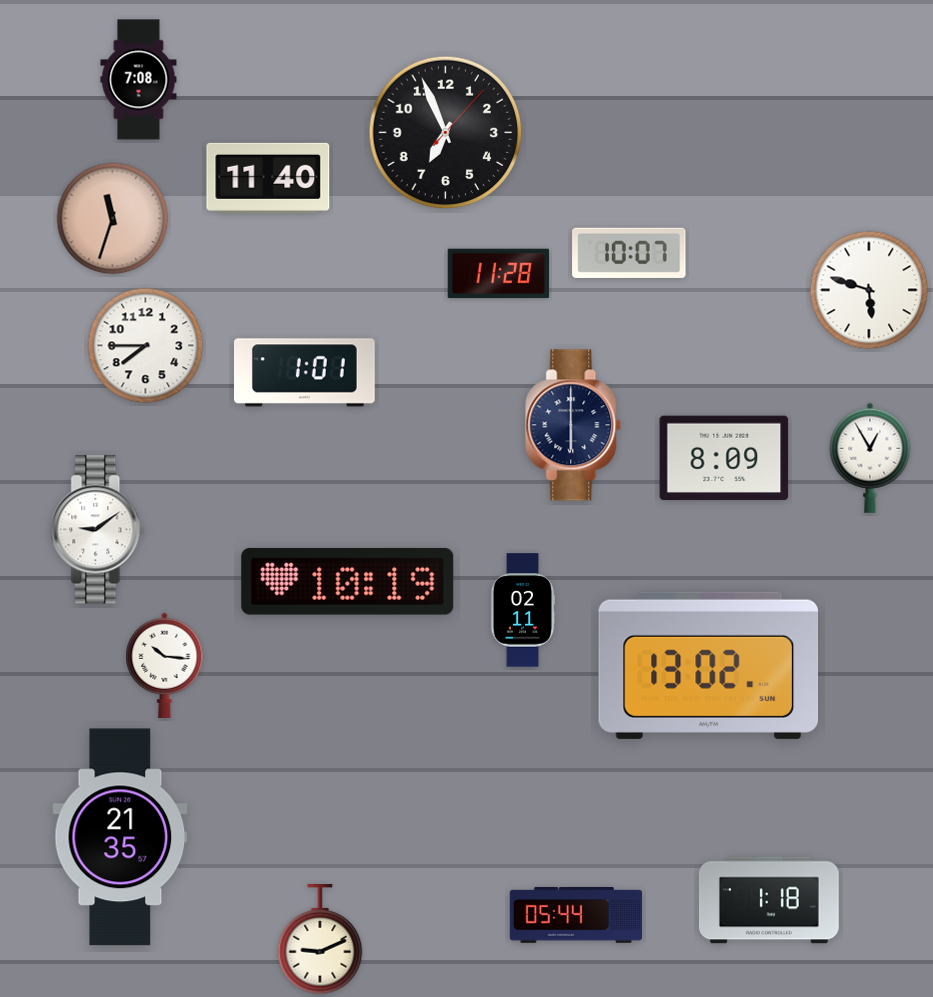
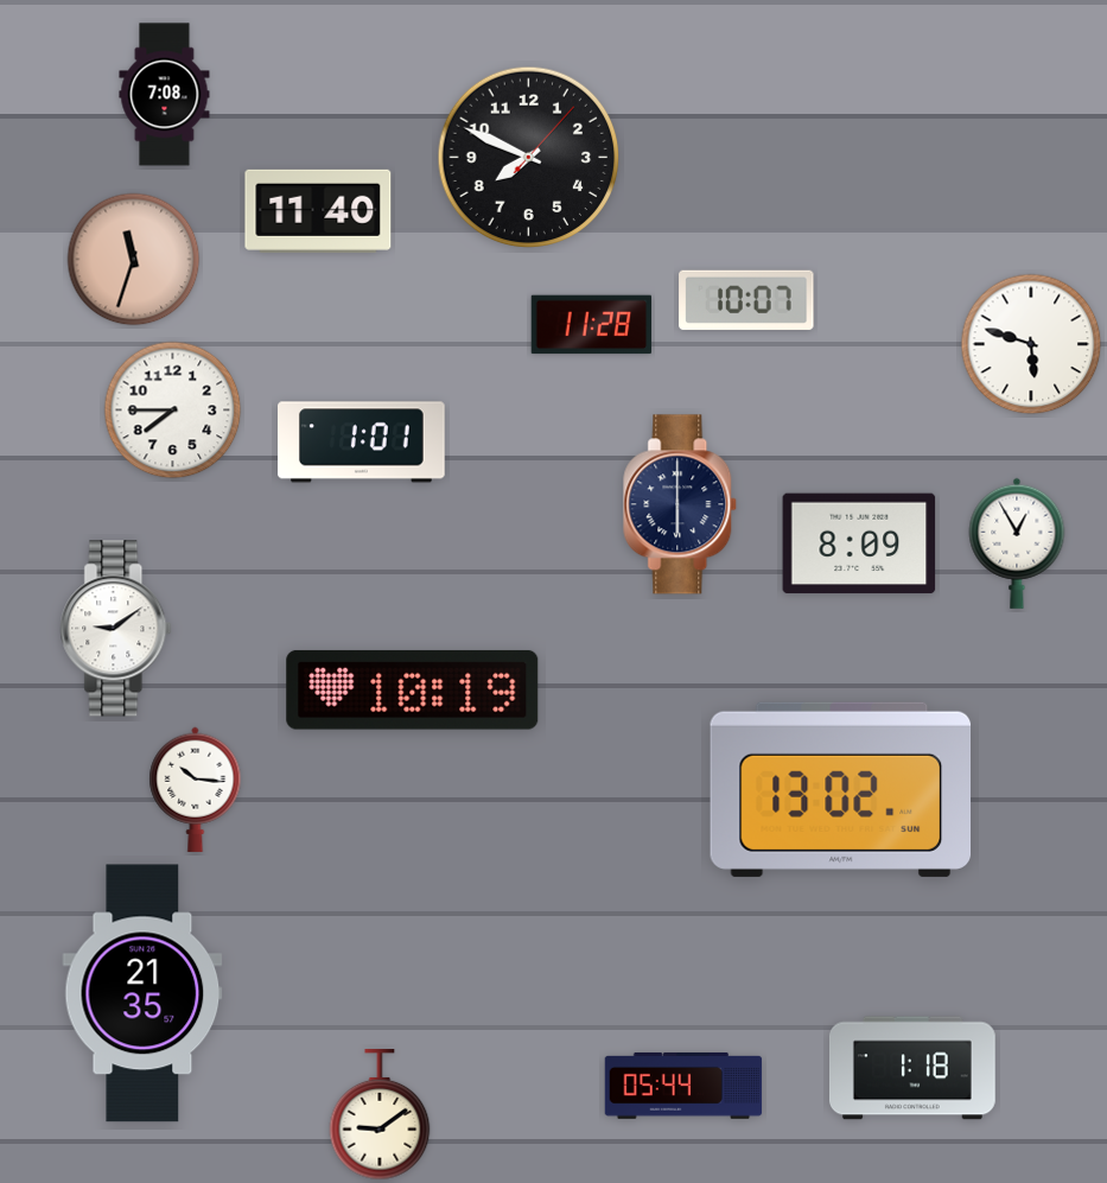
clock at (446, 133): 6:56 -> 7:49
clock at (870, 458) position: (870, 458) -> (1017, 543)
clock at (523, 610): 02:11 -> none
clock at (320, 940): 9:11 -> 9:09
